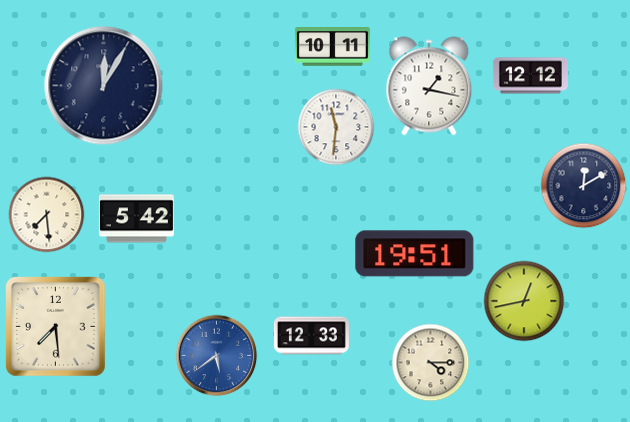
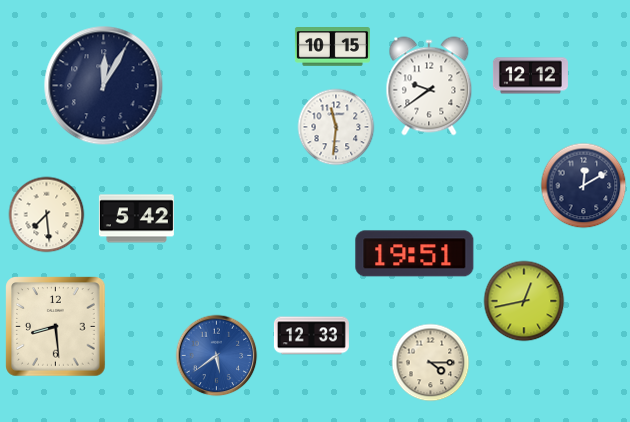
clock at (332, 47): 10:11 -> 10:15
clock at (429, 86): 1:17 -> 9:39
clock at (56, 327): 7:29 -> 8:29
